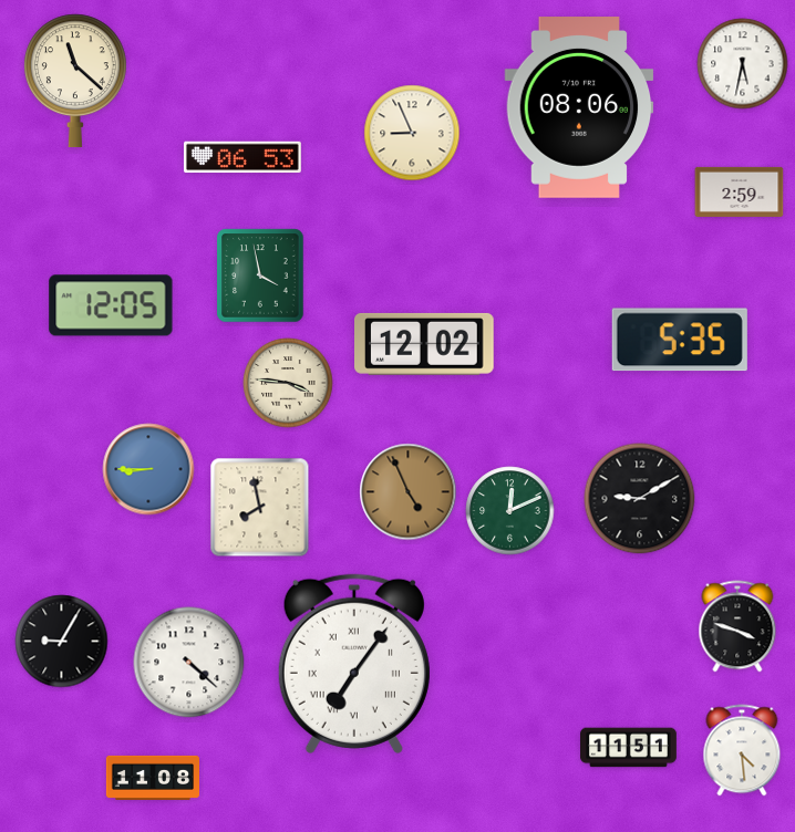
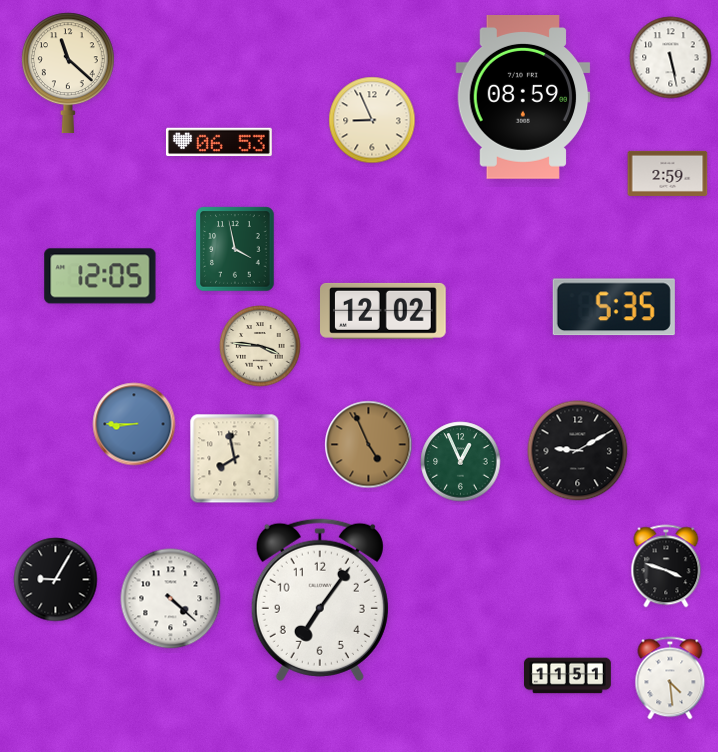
clock at (743, 64): 5:32 -> 5:28
clock at (579, 108): 08:06 -> 08:59
clock at (510, 511): 12:11 -> 12:56
clock at (354, 664) numerals: Roman -> Arabic
clock at (152, 778): 11:08 -> none
